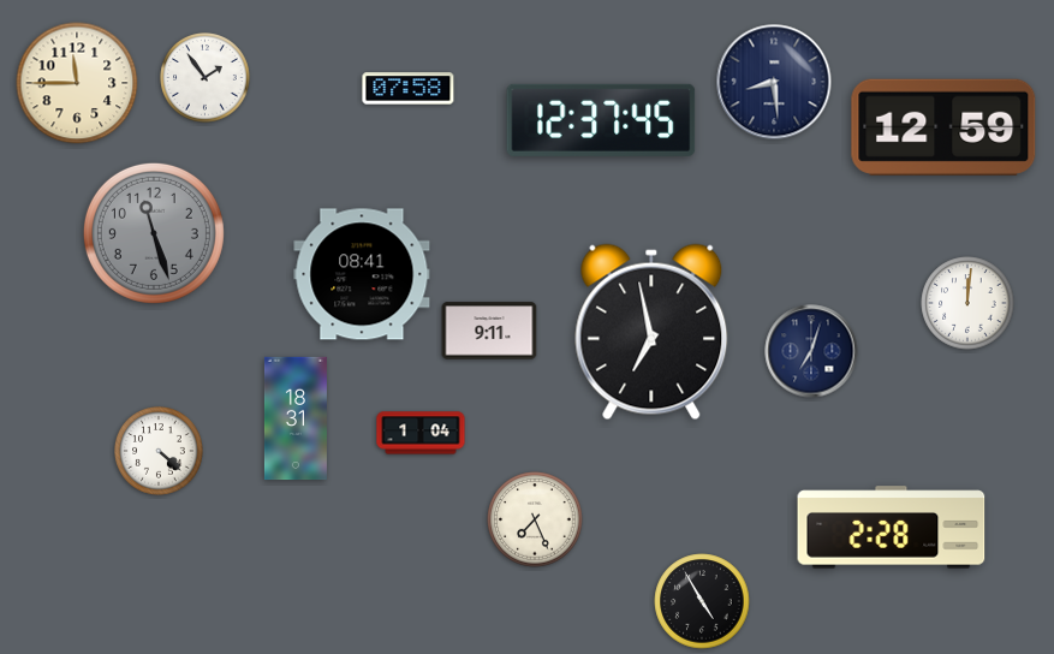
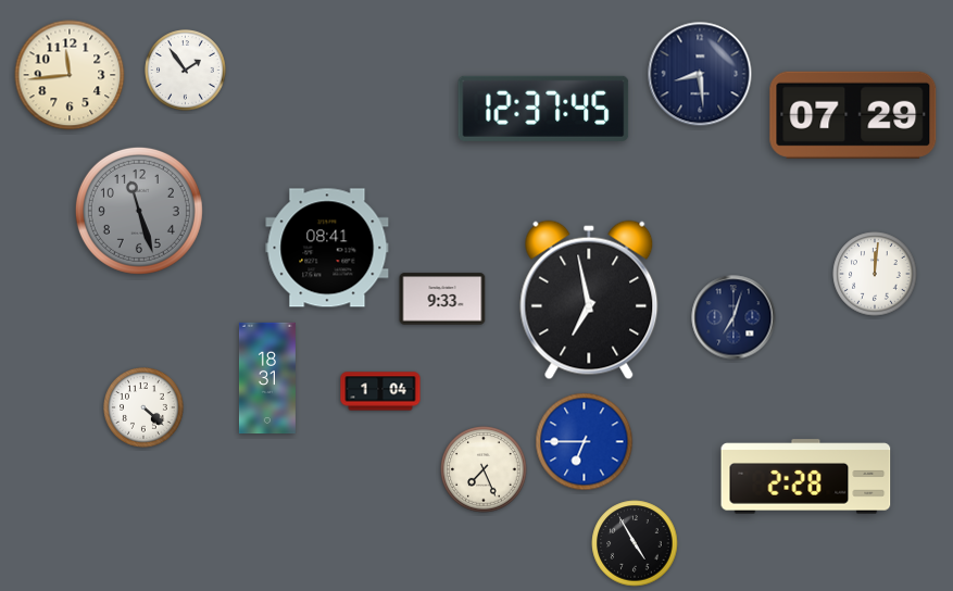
clock at (77, 83): 11:45 -> 11:44
clock at (409, 89): 07:58 -> none
clock at (943, 127): 12:59 -> 07:29
clock at (489, 331): 9:11 -> 9:33
clock at (585, 442): none -> 6:45
